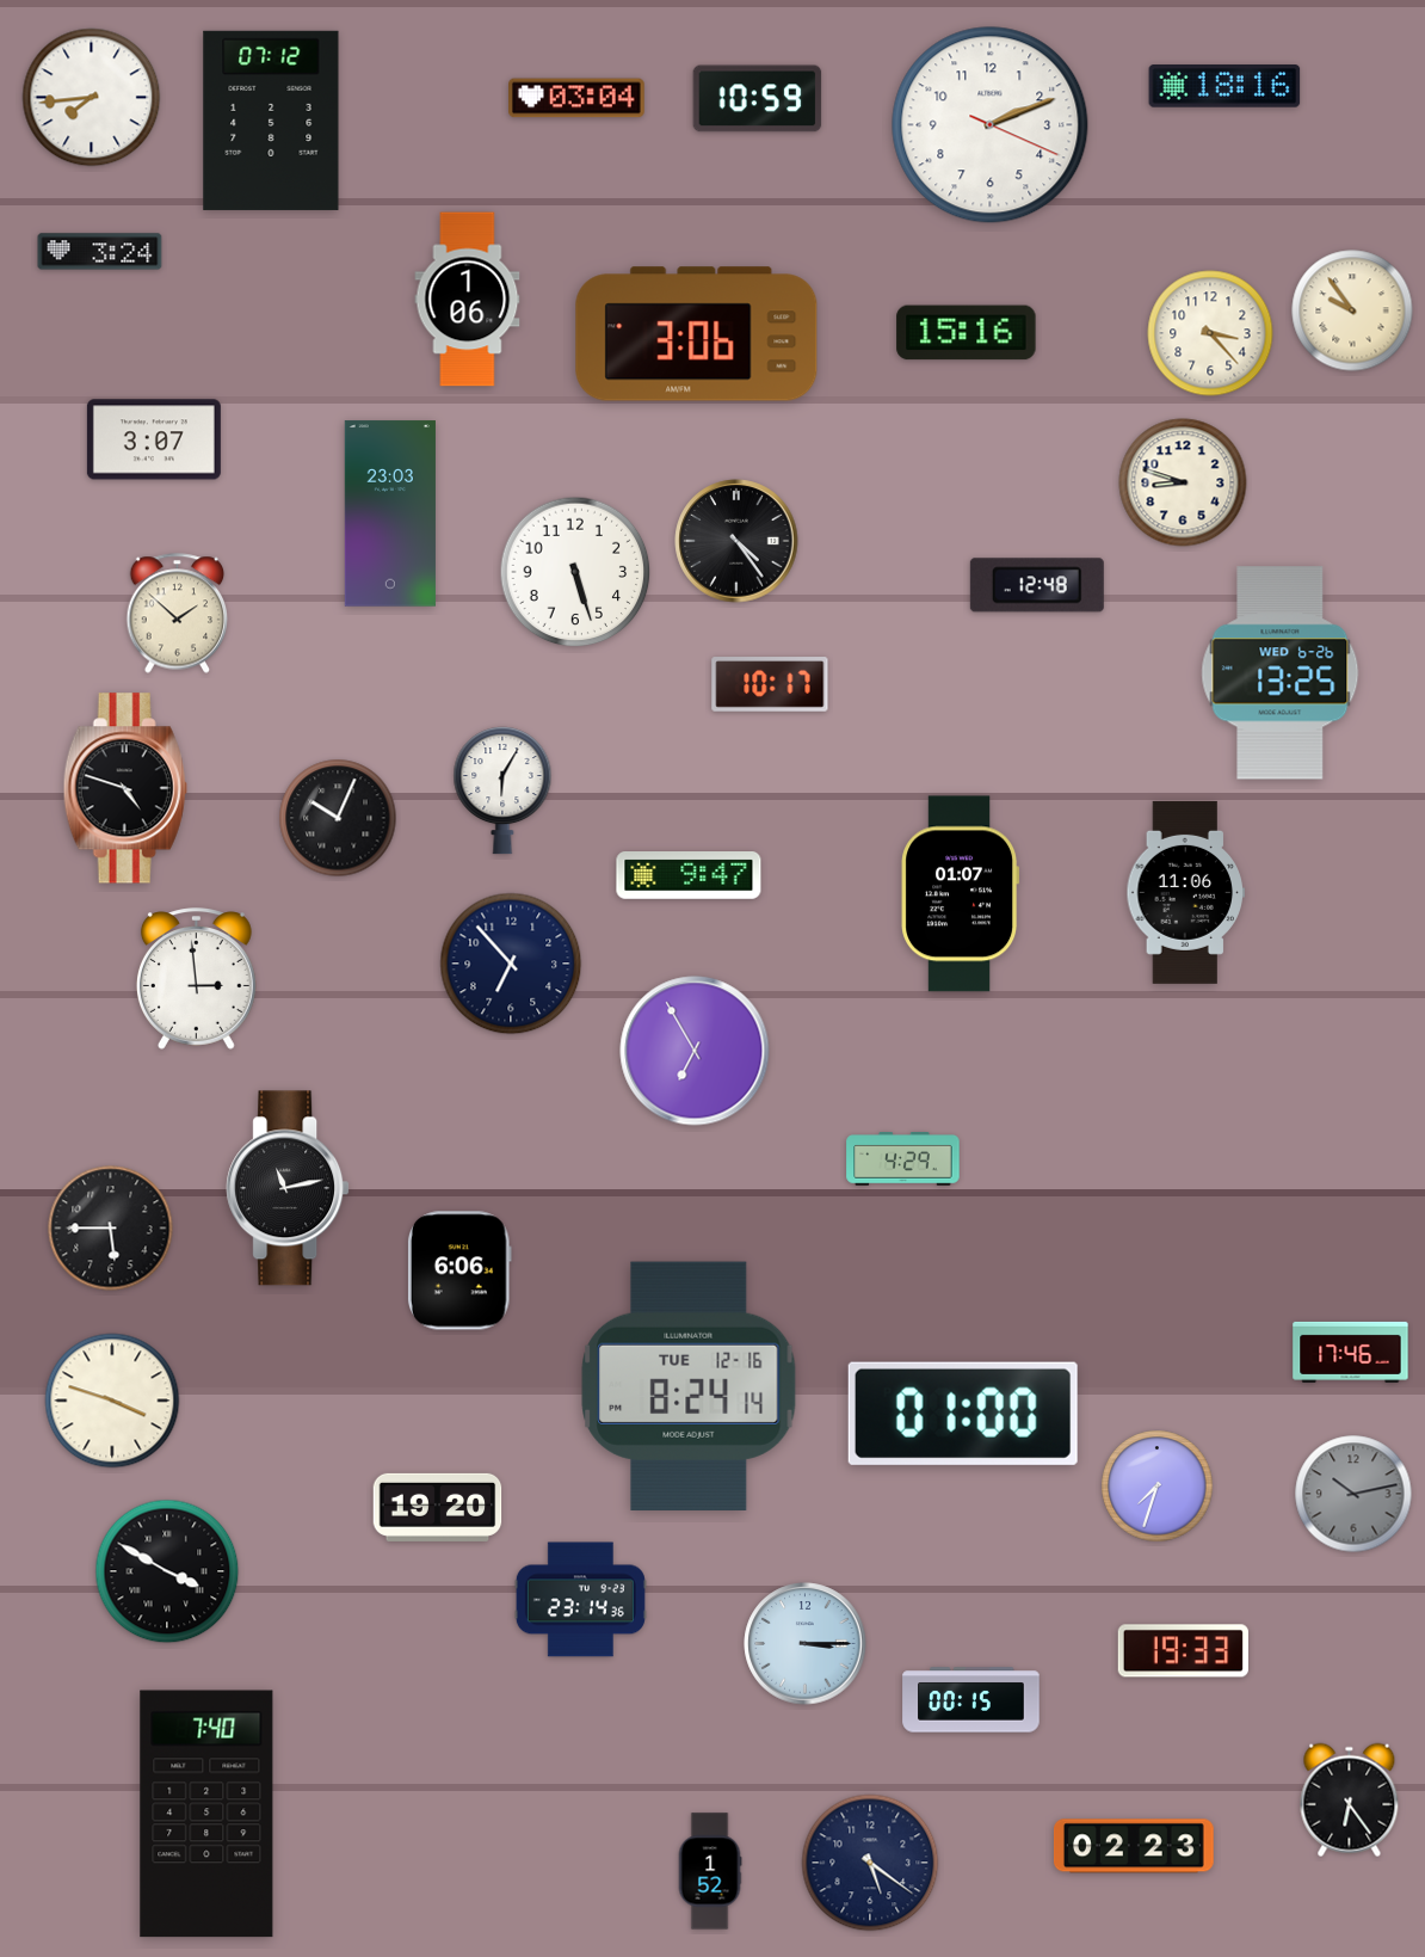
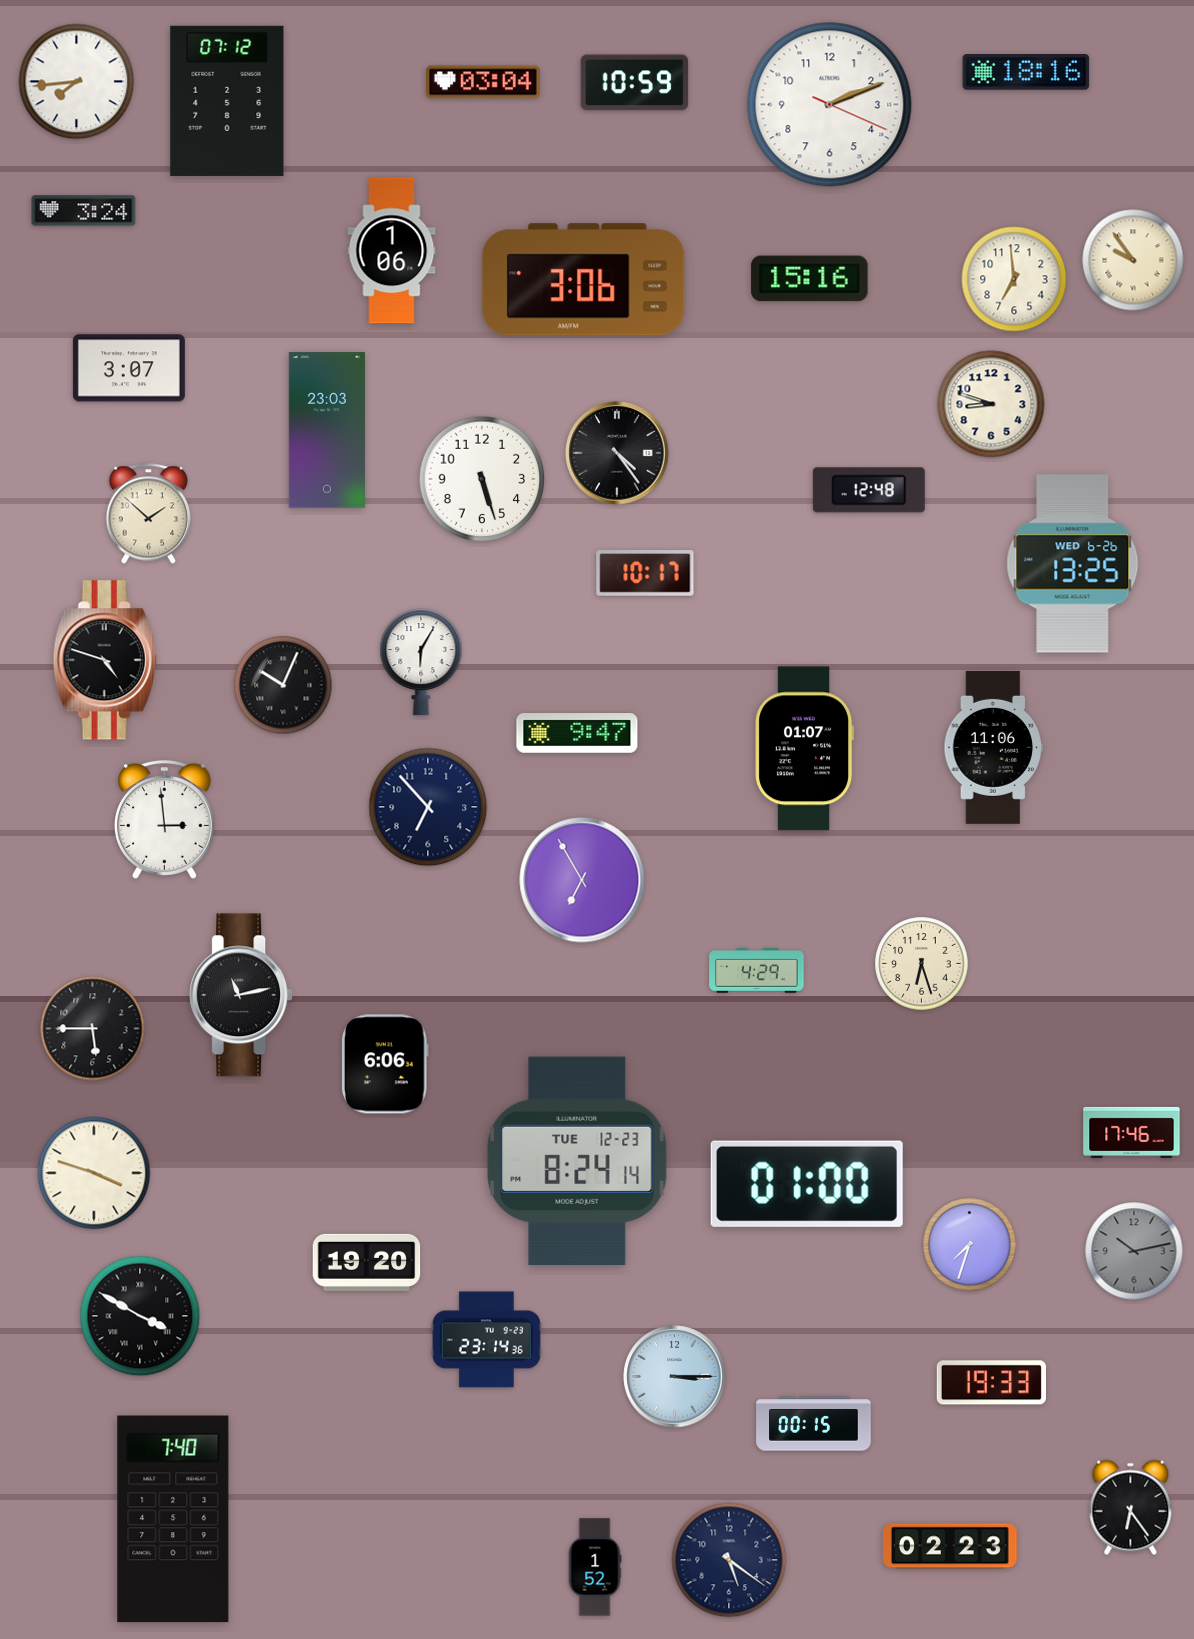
clock at (1210, 333): 3:23 -> 6:59
clock at (922, 964): none -> 6:27
clock at (689, 1386) date: TUE 12-16 -> TUE 12-23
